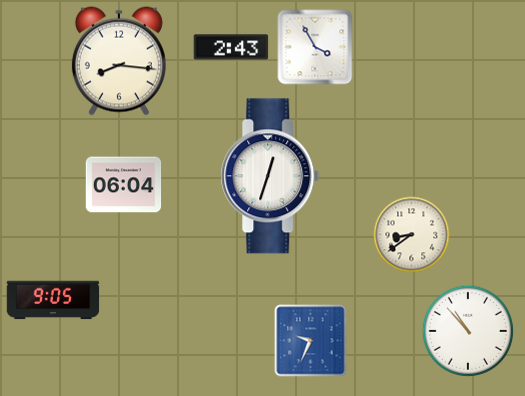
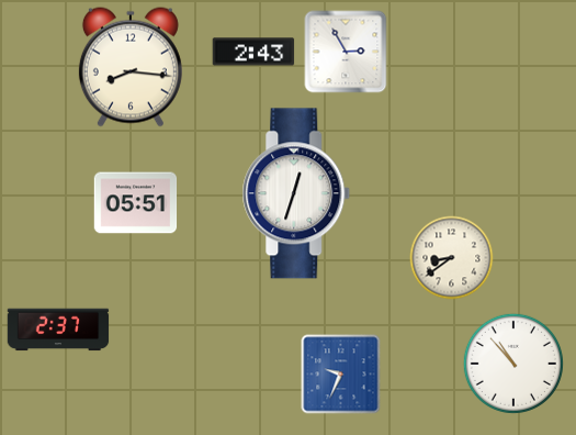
clock at (315, 47): 3:55 -> 2:55
clock at (124, 185): 06:04 -> 05:51
clock at (53, 300): 9:05 -> 2:37
